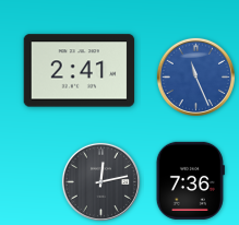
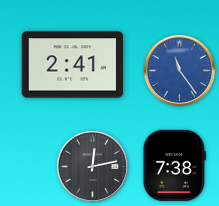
clock at (195, 76): 11:26 -> 11:24
clock at (190, 180): 7:36 -> 7:38
